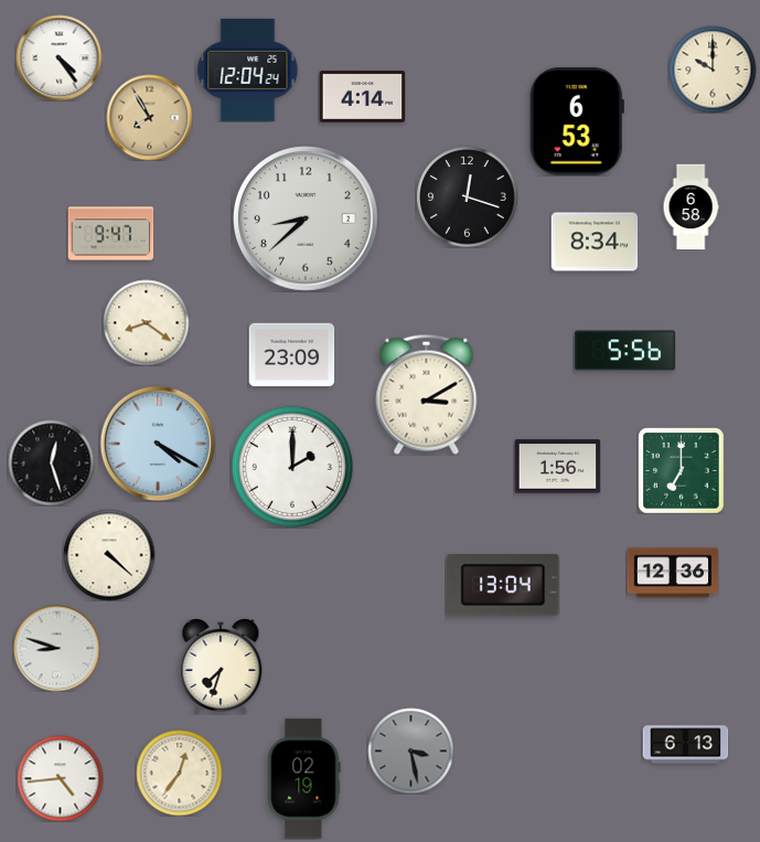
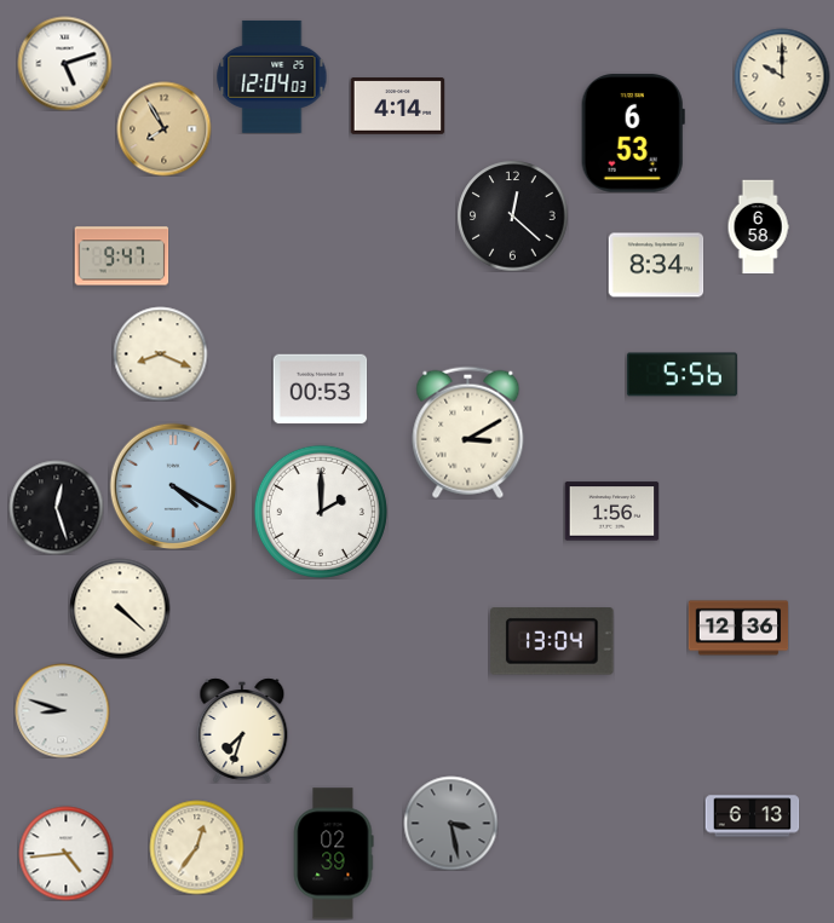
clock at (58, 57): 4:24 -> 5:12
clock at (248, 70): 12:04:24 -> 12:04:03
clock at (467, 196): 12:18 -> 12:22
clock at (306, 219): 8:38 -> none
clock at (595, 242) position: (595, 242) -> (656, 265)
clock at (146, 322): 8:21 -> 8:19
clock at (624, 351) position: (624, 351) -> (681, 375)
clock at (291, 355): 23:09 -> 00:53
clock at (681, 470): 7:00 -> none
clock at (303, 779): 02:19 -> 02:39
